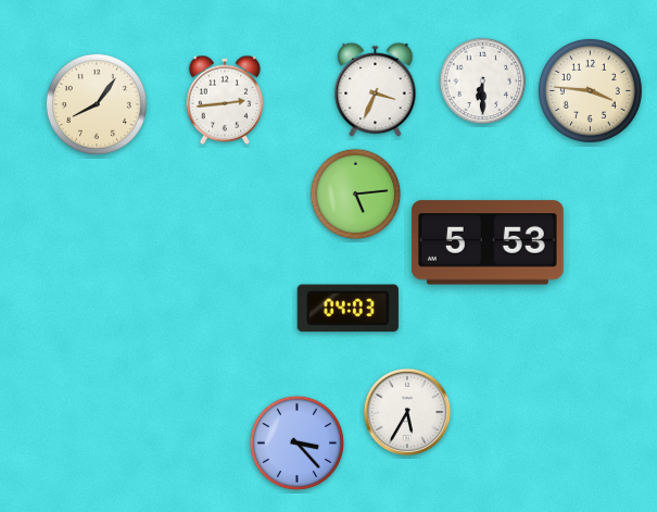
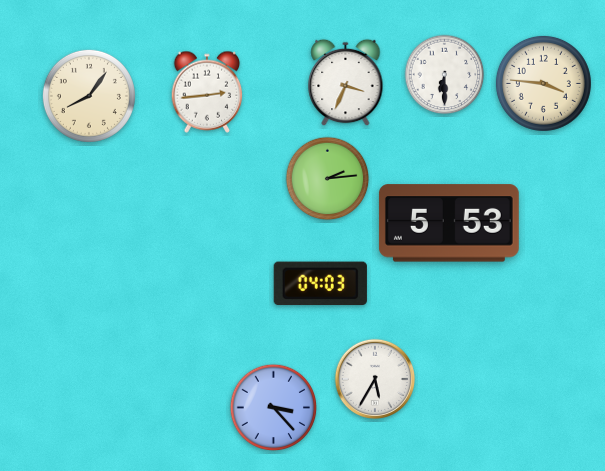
clock at (356, 195): 5:14 -> 2:14
